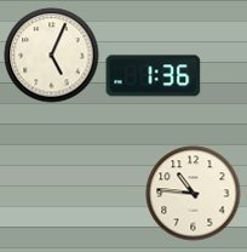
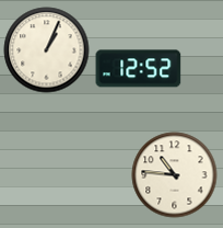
clock at (51, 55): 5:04 -> 1:04
clock at (153, 76): 1:36 -> 12:52
